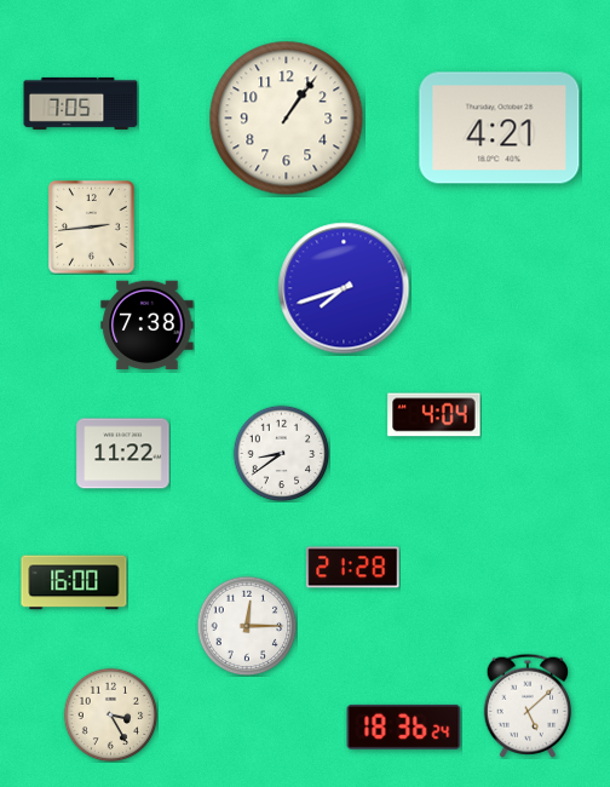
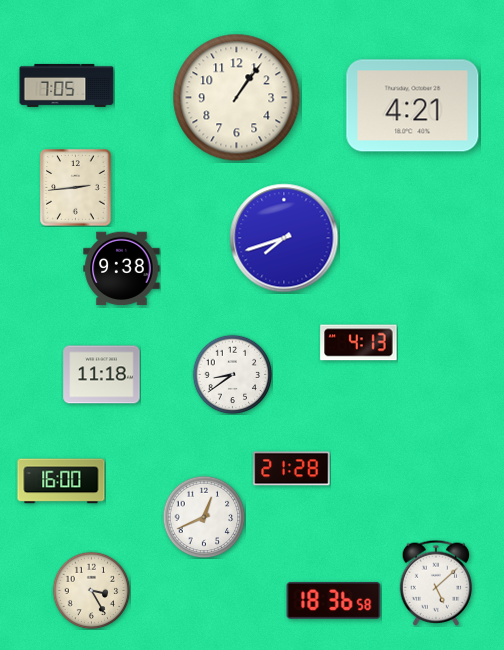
clock at (148, 326): 7:38 -> 9:38
clock at (435, 415): 4:04 -> 4:13
clock at (123, 454): 11:22 -> 11:18
clock at (247, 626): 12:15 -> 12:41
clock at (404, 726): 18:36:24 -> 18:36:58
